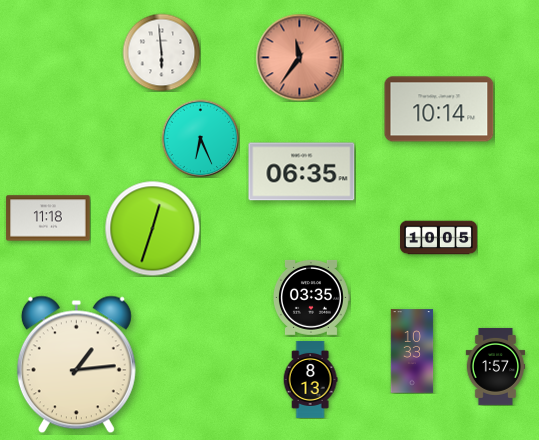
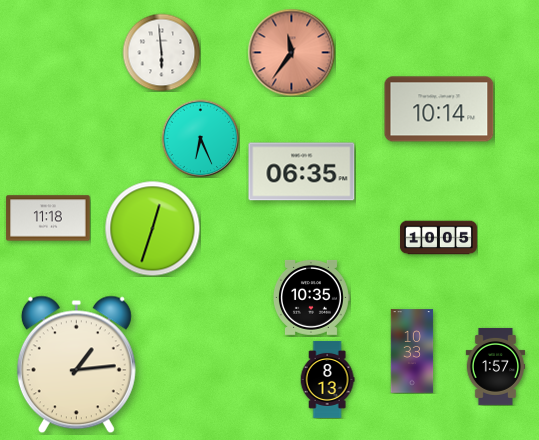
clock at (299, 57) position: (299, 57) -> (291, 52)
clock at (312, 297): 03:35 -> 10:35
clock at (310, 379) position: (310, 379) -> (327, 379)
